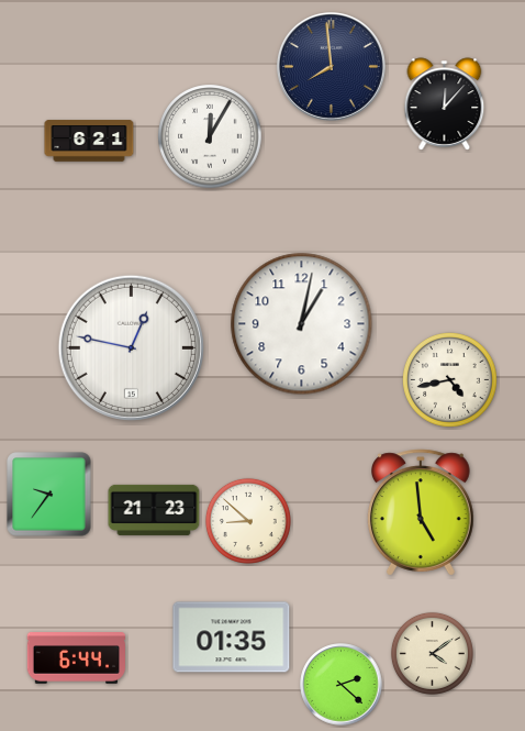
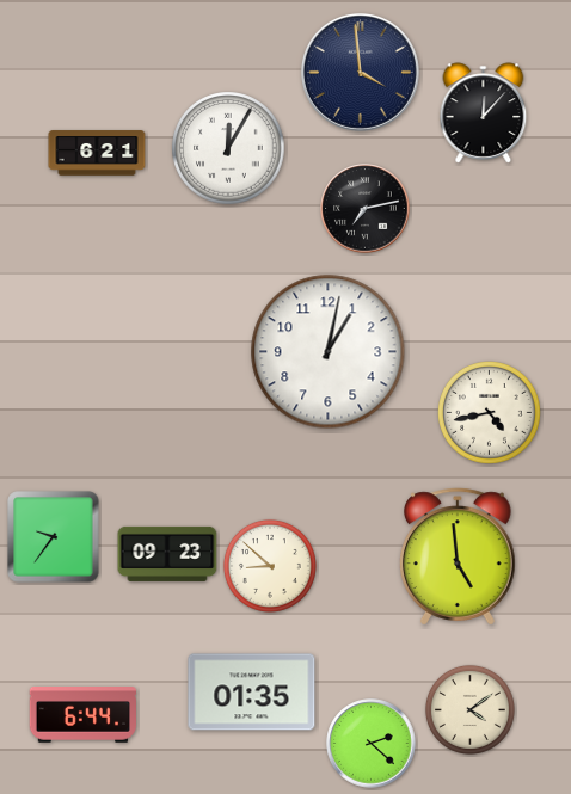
clock at (331, 66): 7:59 -> 3:59
clock at (366, 209): none -> 7:13
clock at (131, 347): 12:47 -> none
clock at (154, 510): 21:23 -> 09:23
